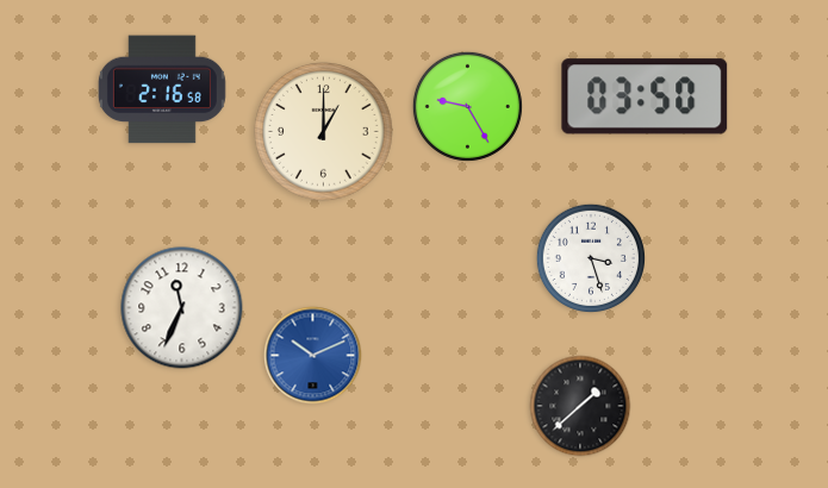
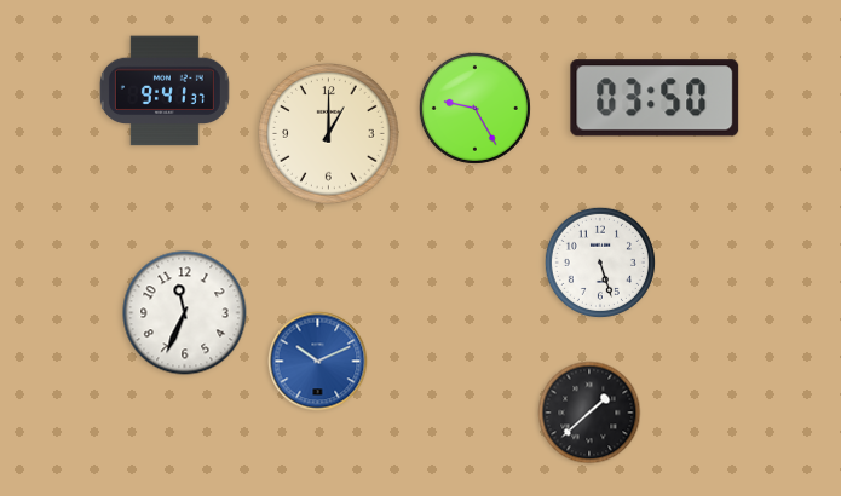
clock at (162, 89): 2:16 -> 9:41
clock at (591, 258): 3:27 -> 5:27
